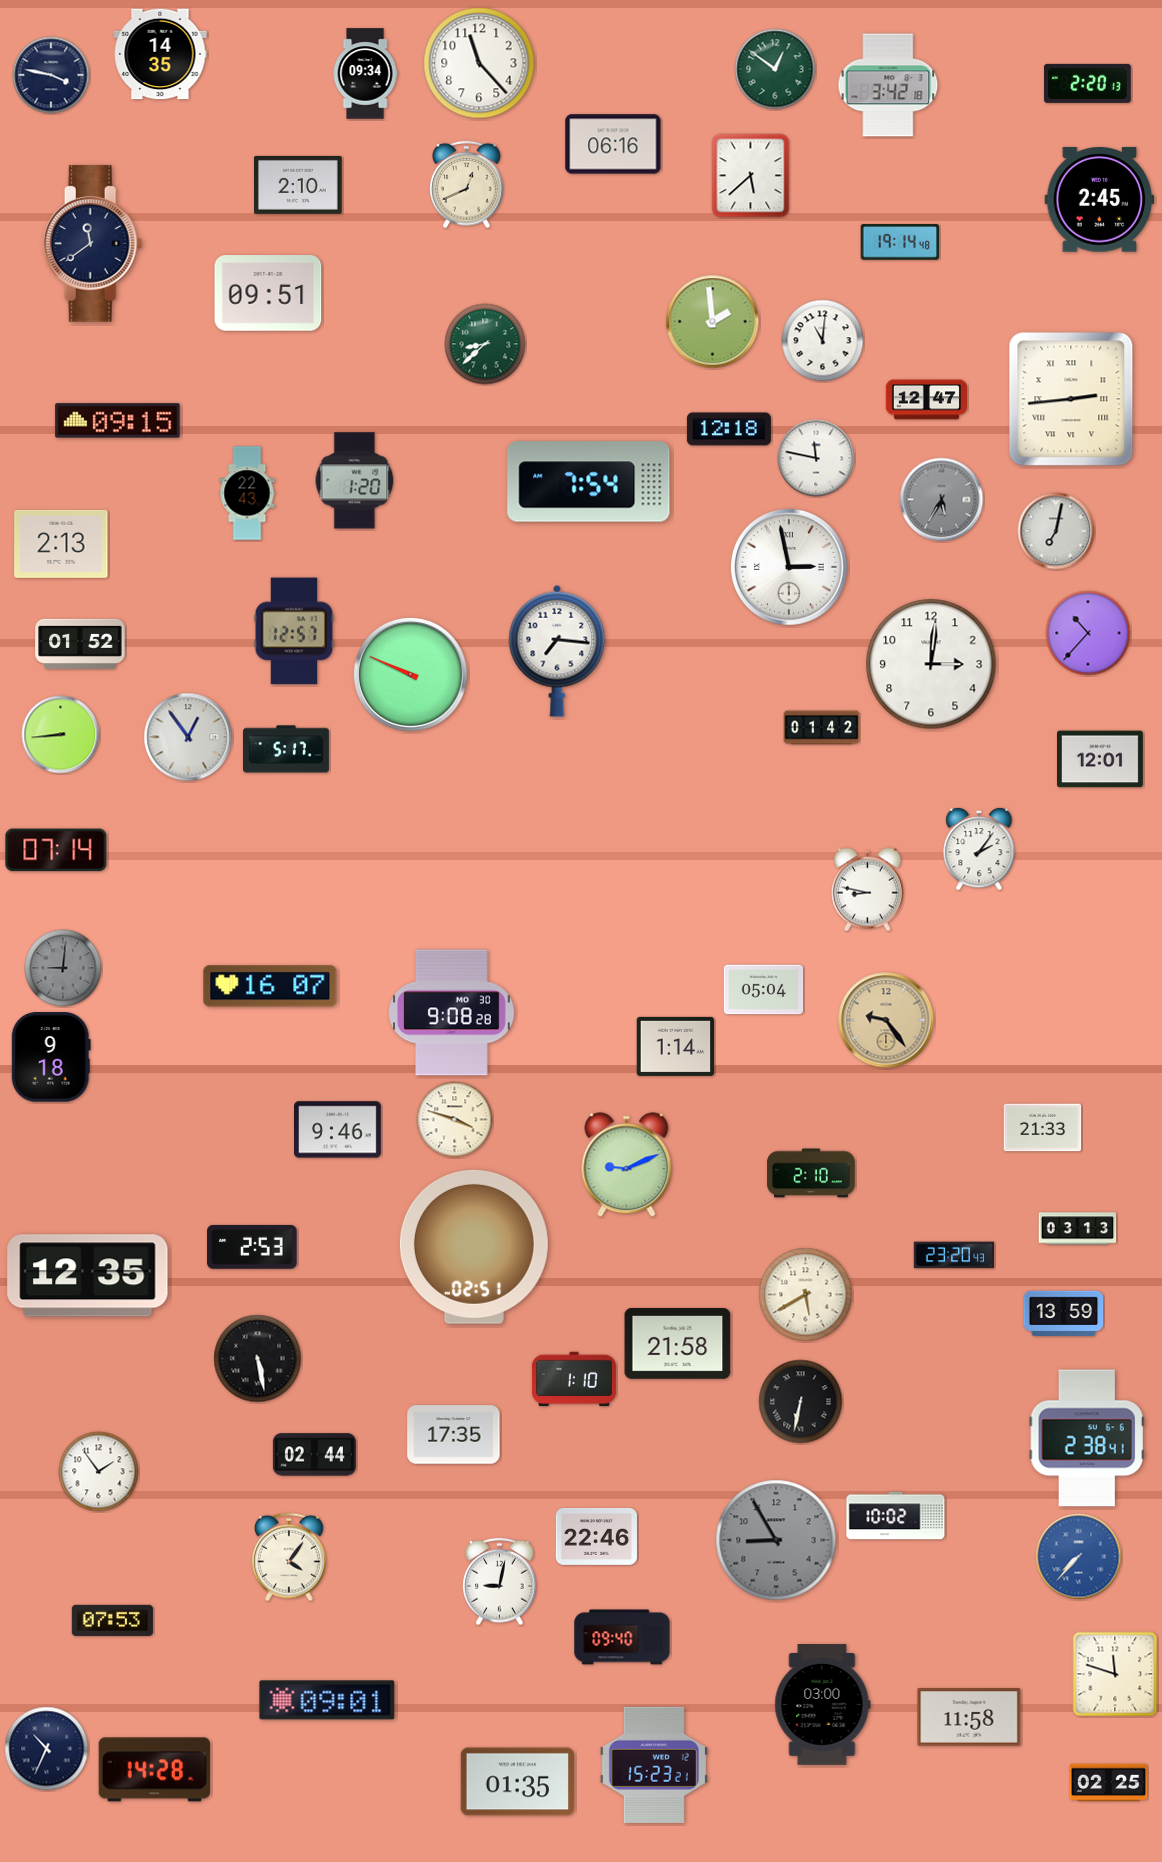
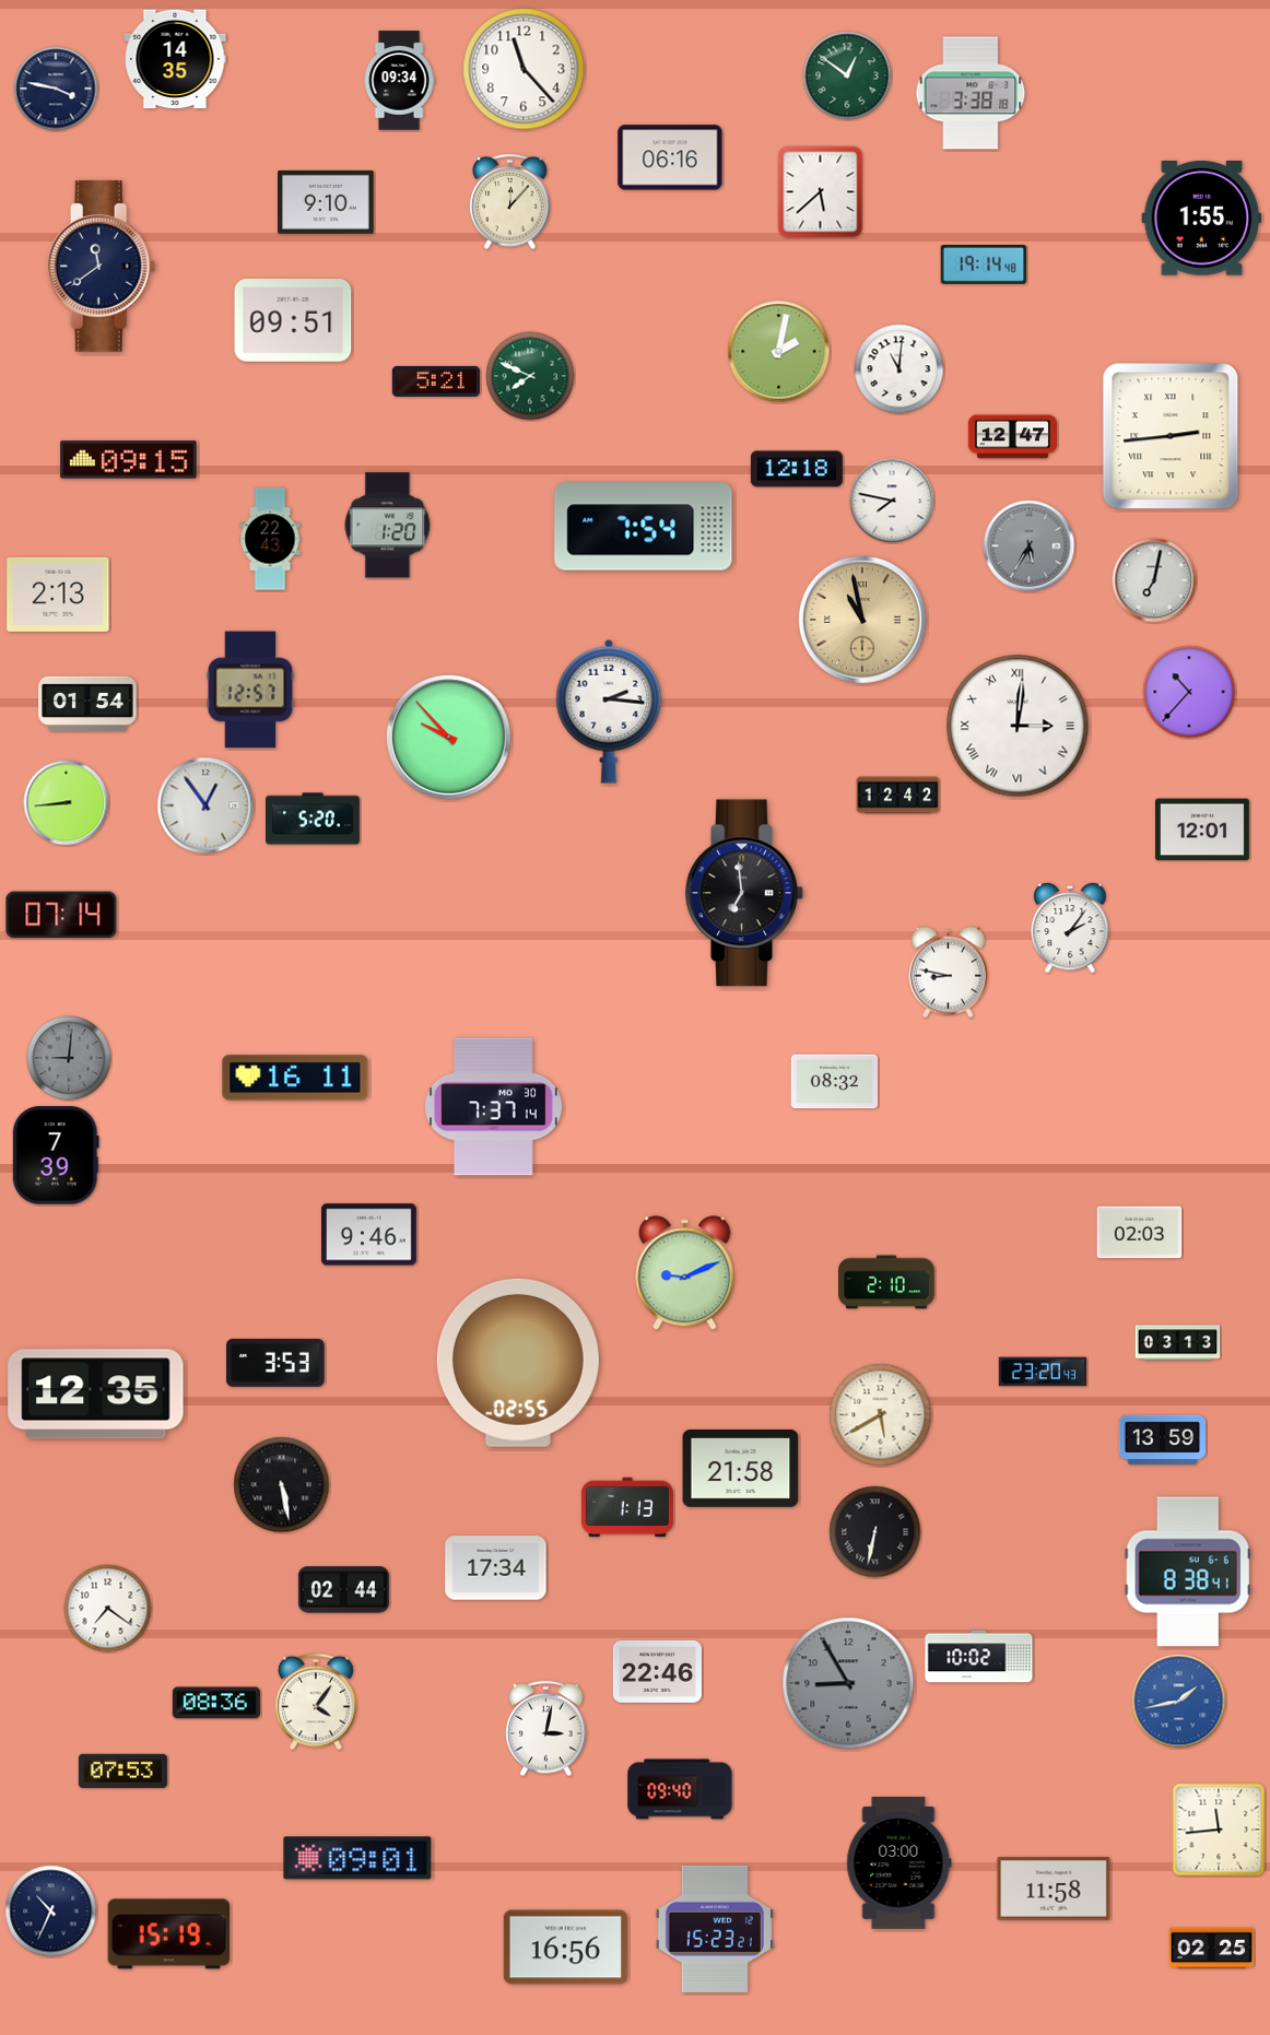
clock at (51, 75) position: (51, 75) -> (56, 89)
clock at (1088, 83): 2:20 -> none
clock at (888, 85): 3:42 -> 3:38
clock at (298, 185): 2:10 -> 9:10
clock at (467, 185): 12:41 -> 12:07
clock at (1100, 200): 2:45 -> 1:55
clock at (713, 322): 1:59 -> 2:02
clock at (823, 341) position: (823, 341) -> (899, 369)
clock at (485, 344): 8:38 -> 7:49
clock at (435, 381): none -> 5:21
clock at (816, 458): 11:47 -> 7:47
clock at (61, 544) position: (61, 544) -> (58, 595)
clock at (789, 567): 2:58 -> 10:58
clock at (789, 567) dial: white -> champagne
clock at (294, 631) position: (294, 631) -> (250, 690)
clock at (80, 643): 01:52 -> 01:54
clock at (557, 651): 7:16 -> 2:16
clock at (931, 664) numerals: Arabic -> Roman
clock at (410, 674): 9:49 -> 9:53
clock at (822, 728): 01:42 -> 12:42
clock at (287, 749): 5:17 -> 5:20
clock at (744, 893): none -> 6:59
clock at (56, 850) position: (56, 850) -> (61, 915)
clock at (270, 986): 16:07 -> 16:11
clock at (764, 990): 05:04 -> 08:32
clock at (452, 1013): 9:08 -> 7:37
clock at (886, 1020): 9:24 -> none
clock at (676, 1046): 1:14 -> none
clock at (51, 1057): 9:18 -> 7:39
clock at (455, 1120): 3:48 -> none
clock at (1043, 1128): 21:33 -> 02:03
clock at (252, 1247): 2:53 -> 3:53
clock at (474, 1247): 02:51 -> 02:55
clock at (1064, 1313) position: (1064, 1313) -> (1163, 1439)
clock at (574, 1379): 1:10 -> 1:13
clock at (454, 1435): 17:35 -> 17:34
clock at (1087, 1438): 2:38 -> 8:38
clock at (99, 1472): 1:54 -> 7:21
clock at (596, 1536) position: (596, 1536) -> (657, 1671)
clock at (1079, 1557): 7:37 -> 1:43
clock at (215, 1703): none -> 08:36
clock at (500, 1582): 9:02 -> 3:02
clock at (1115, 1674): 11:48 -> 11:44
clock at (969, 1717) position: (969, 1717) -> (1054, 1889)
clock at (155, 1770): 14:28 -> 15:19
clock at (517, 1782): 01:35 -> 16:56
